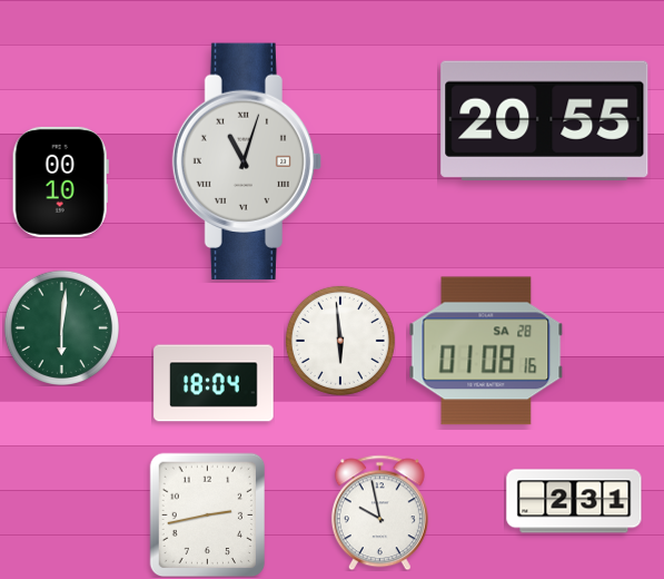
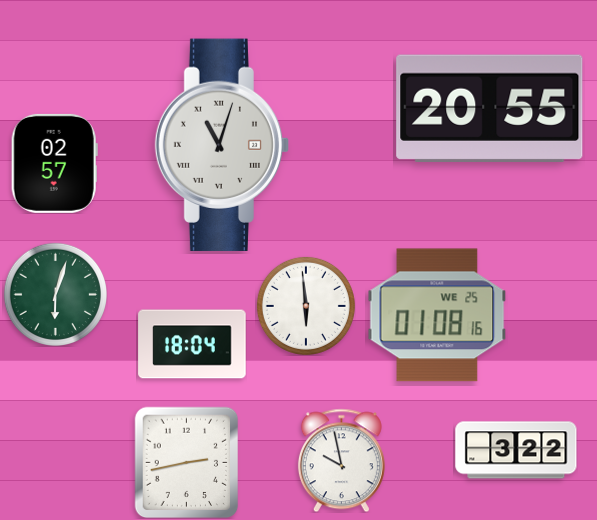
clock at (60, 181): 00:10 -> 02:57
clock at (61, 327): 6:01 -> 6:03
clock at (486, 351) date: SA 28 -> WE 25
clock at (574, 501): 2:31 -> 3:22
